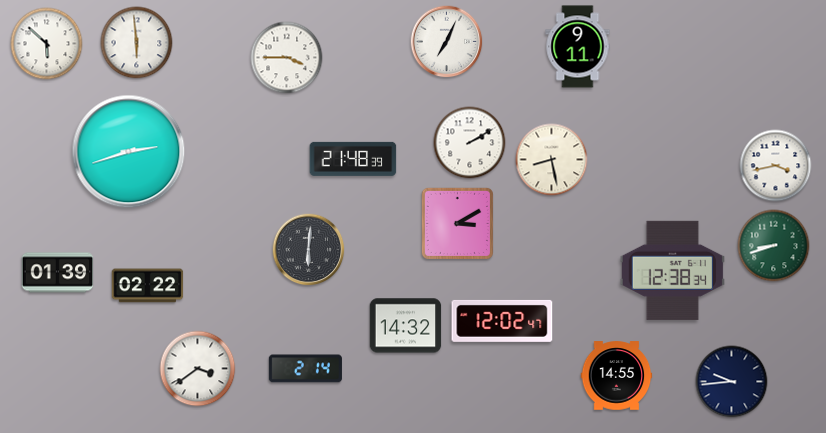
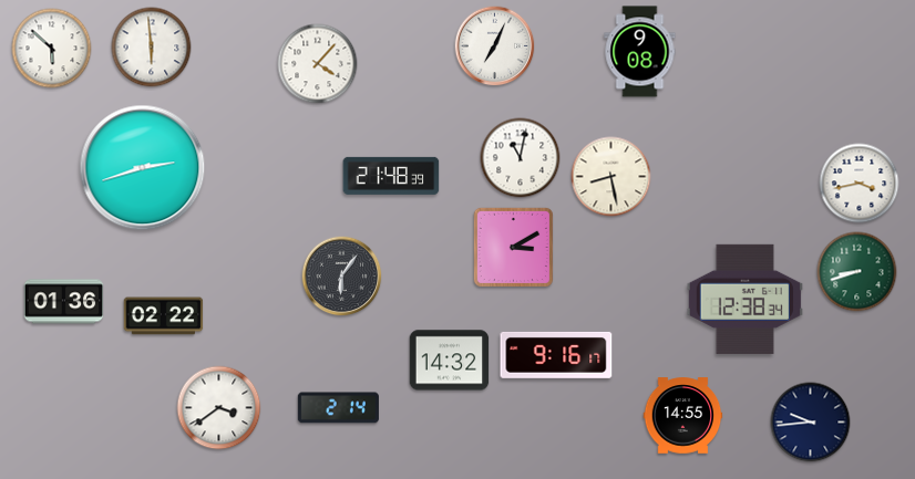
clock at (578, 47): 9:11 -> 9:08
clock at (287, 58): 3:45 -> 4:07
clock at (470, 143): 2:10 -> 11:02
clock at (457, 223) position: (457, 223) -> (513, 247)
clock at (309, 250): 6:01 -> 6:06
clock at (58, 273): 01:39 -> 01:36
clock at (502, 321): 12:02 -> 9:16
